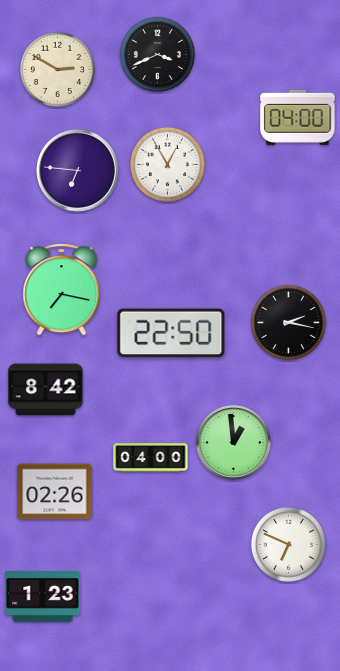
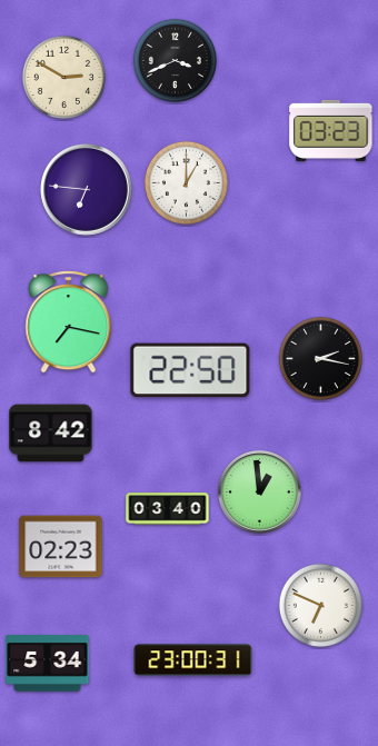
clock at (298, 117): 04:00 -> 03:23
clock at (167, 164): 12:55 -> 1:00
clock at (151, 458): 04:00 -> 03:40
clock at (55, 492): 02:26 -> 02:23
clock at (193, 660): none -> 23:00
clock at (43, 597): 1:23 -> 5:34
